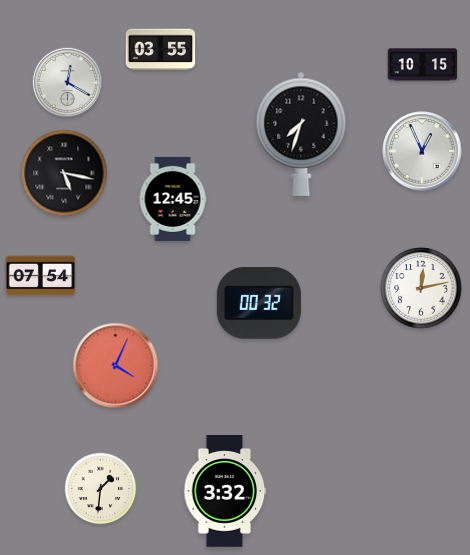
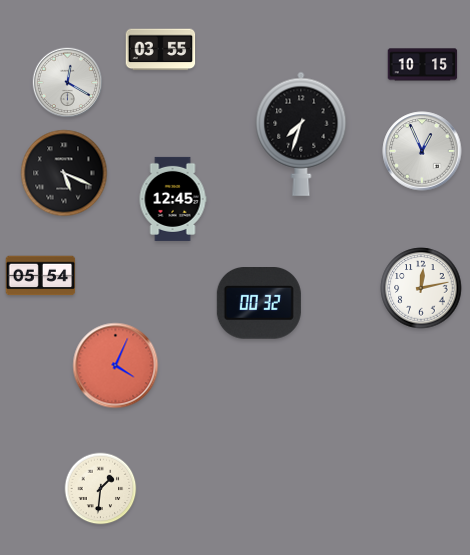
clock at (64, 173): 5:17 -> 5:19
clock at (41, 276): 07:54 -> 05:54
clock at (225, 491): 3:32 -> none
